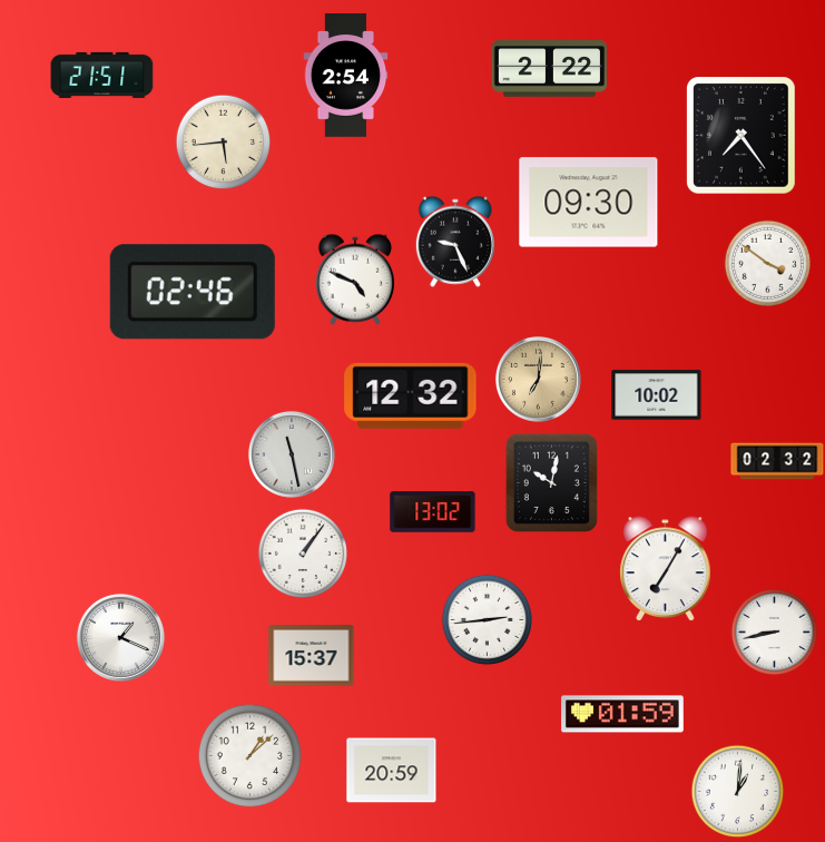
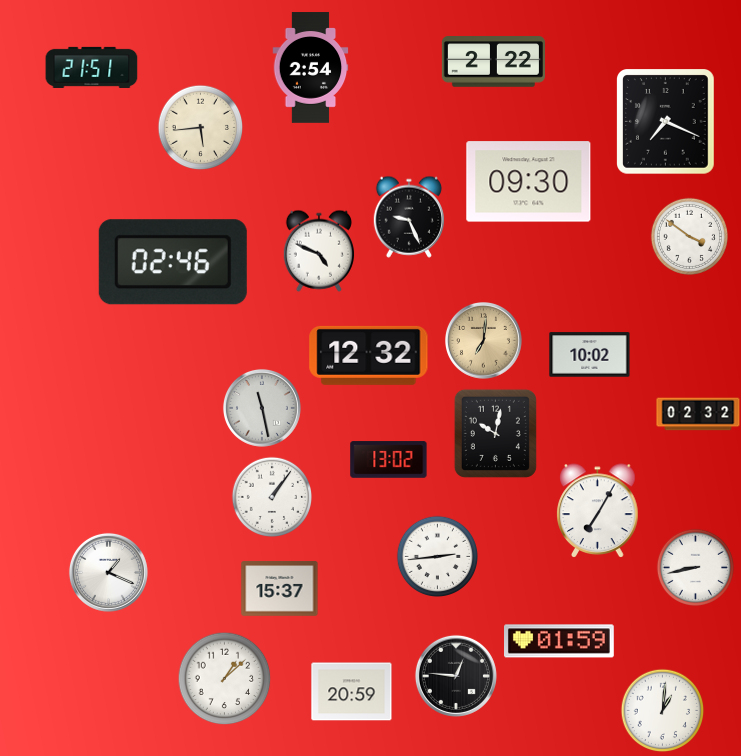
clock at (741, 136): 7:24 -> 7:19
clock at (456, 676): none -> 12:46
